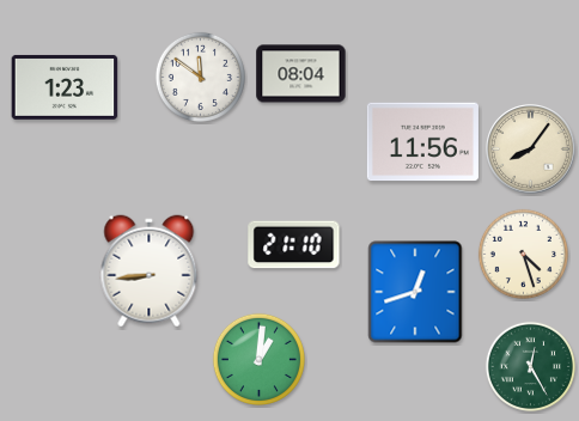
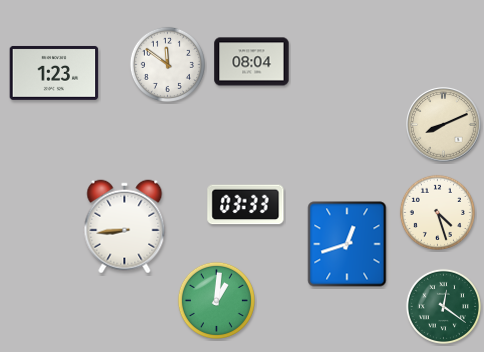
clock at (422, 142): 11:56 -> none
clock at (531, 150): 8:06 -> 8:11
clock at (294, 245): 21:10 -> 03:33
clock at (530, 366): 12:25 -> 12:21
